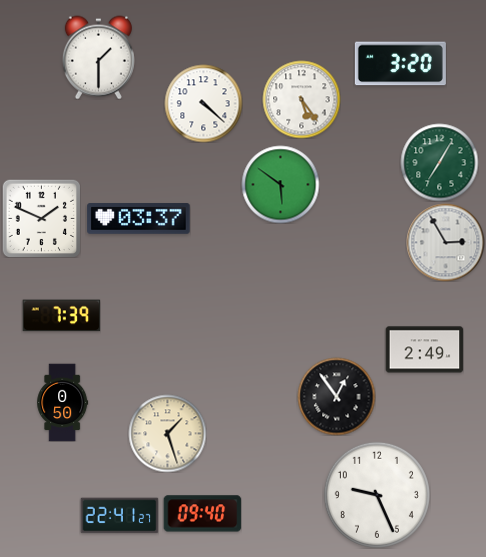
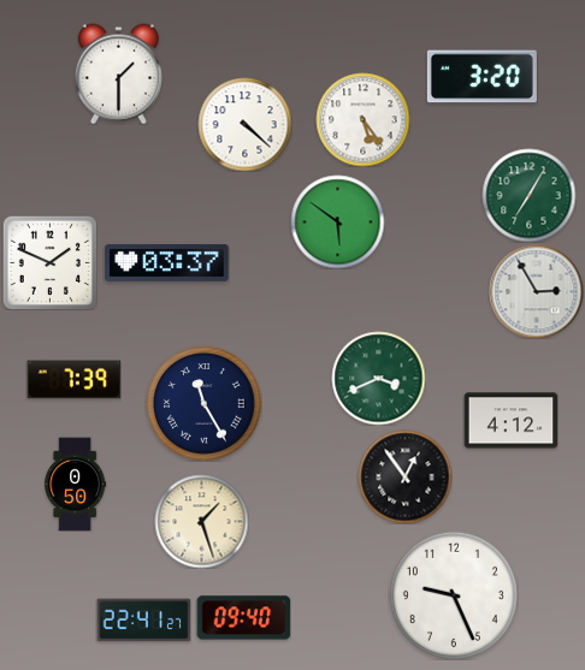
clock at (98, 57) position: (98, 57) -> (118, 73)
clock at (378, 378): none -> 3:41
clock at (205, 404): none -> 11:25
clock at (424, 350): 2:49 -> 4:12
